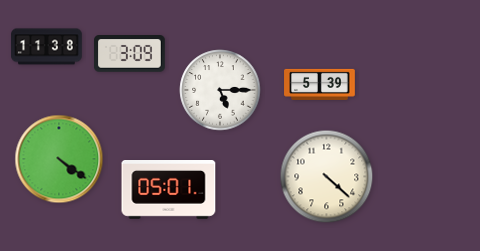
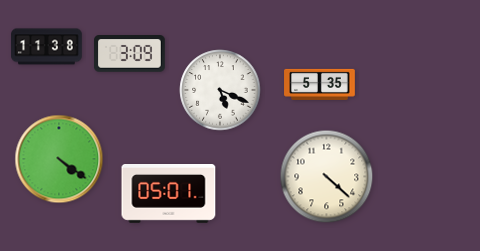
clock at (320, 84): 5:39 -> 5:35
clock at (220, 90): 5:15 -> 5:19
clock at (169, 190) position: (169, 190) -> (169, 194)
